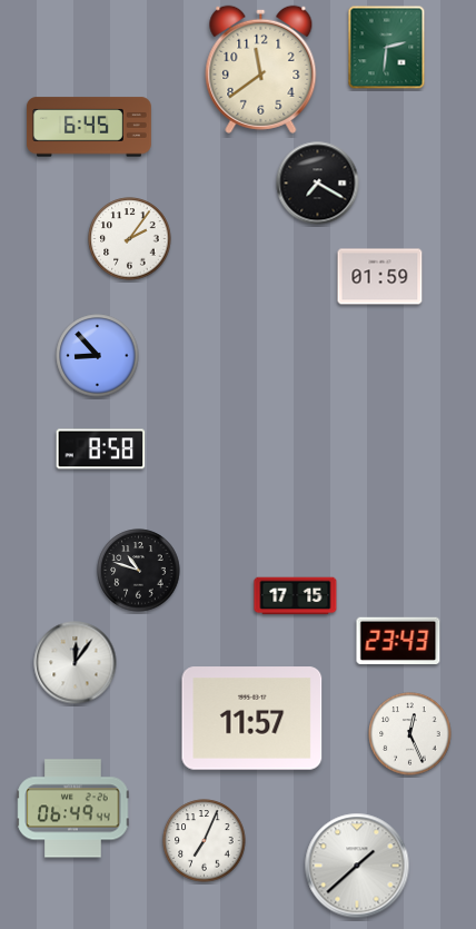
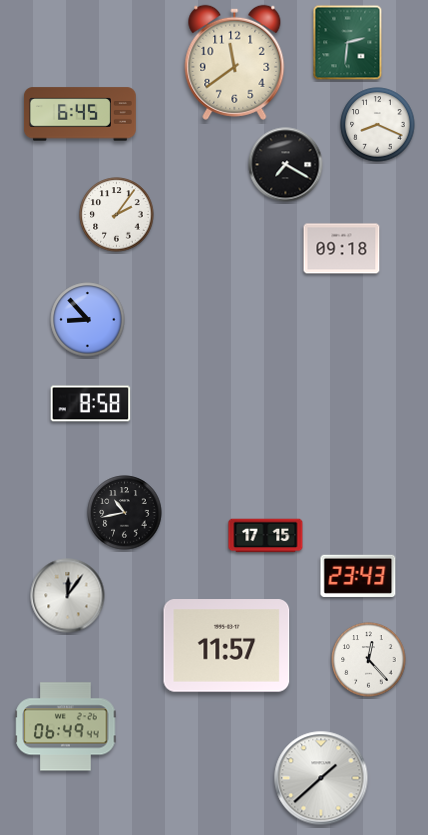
clock at (378, 125): none -> 8:19
clock at (380, 277): 01:59 -> 09:18
clock at (139, 571): 10:48 -> 10:43
clock at (410, 734): 12:26 -> 12:23
clock at (205, 841): 7:04 -> none
